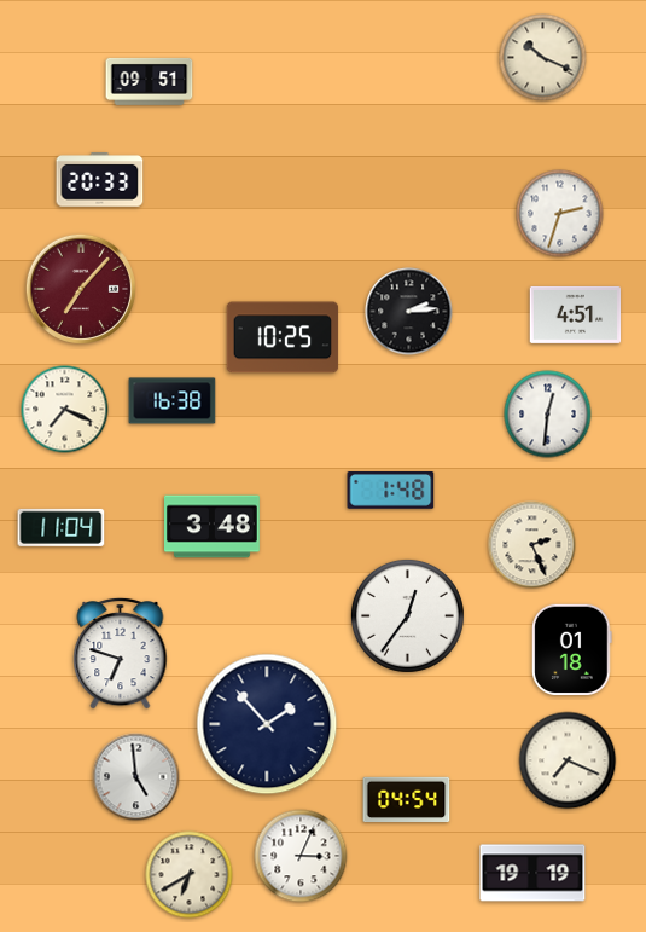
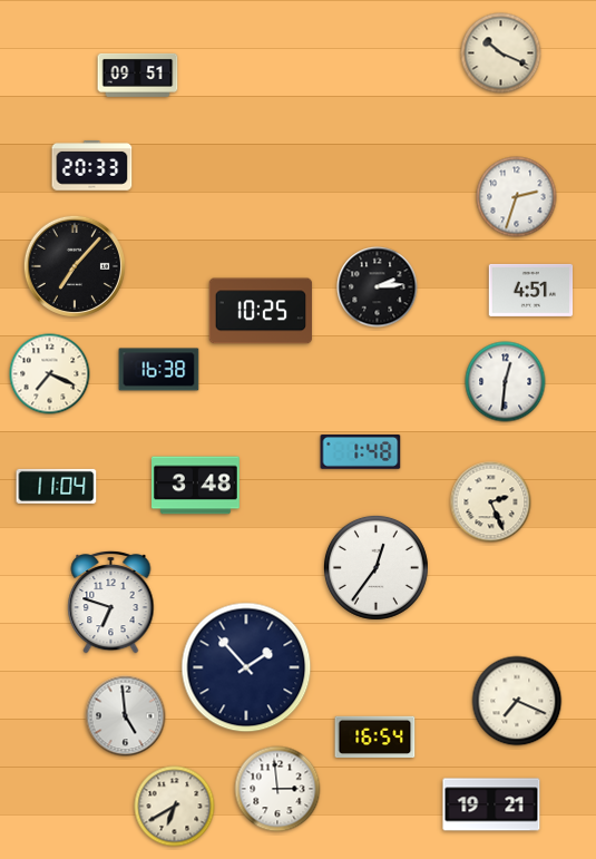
clock at (81, 289) dial: burgundy -> black
clock at (65, 410) position: (65, 410) -> (50, 374)
clock at (572, 649): 01:18 -> none
clock at (568, 760) position: (568, 760) -> (517, 701)
clock at (407, 800): 04:54 -> 16:54
clock at (301, 856): 3:04 -> 2:59
clock at (532, 873): 19:19 -> 19:21
